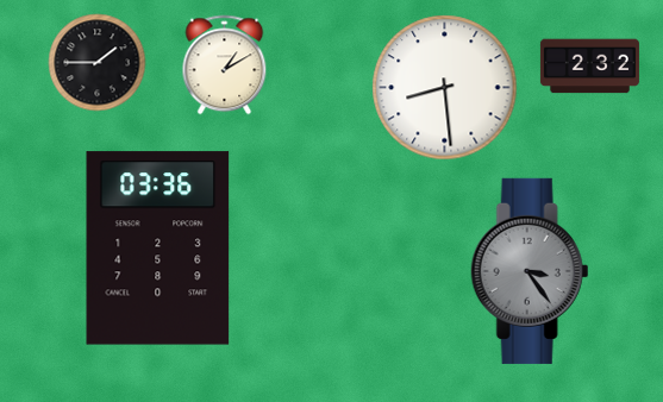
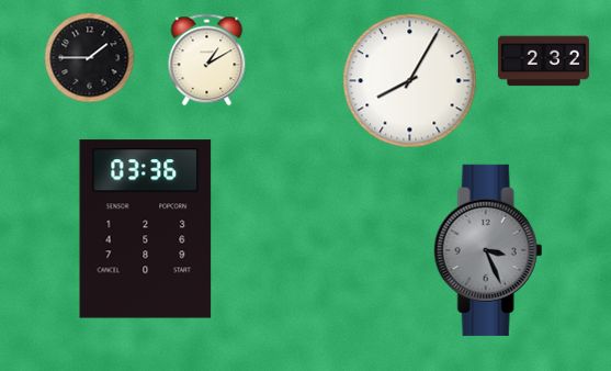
clock at (445, 88): 8:29 -> 8:05
clock at (530, 271): 3:24 -> 3:26
